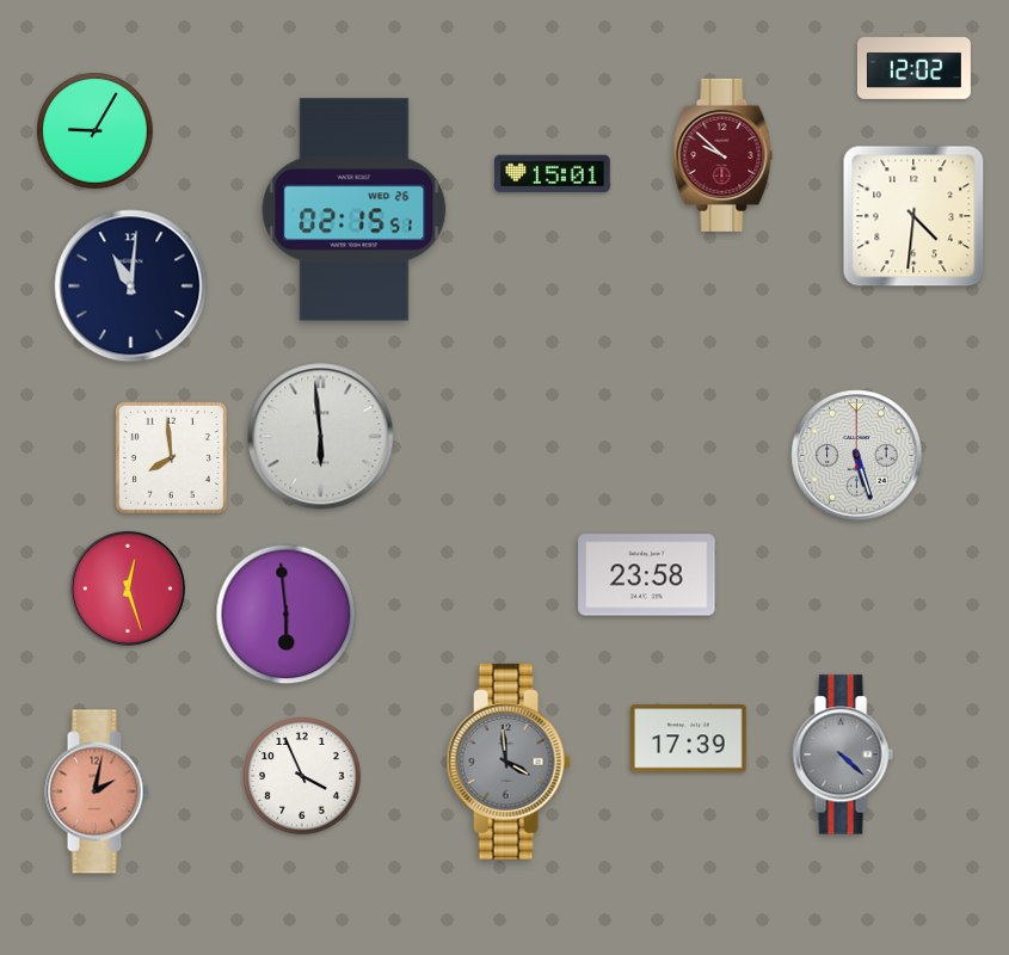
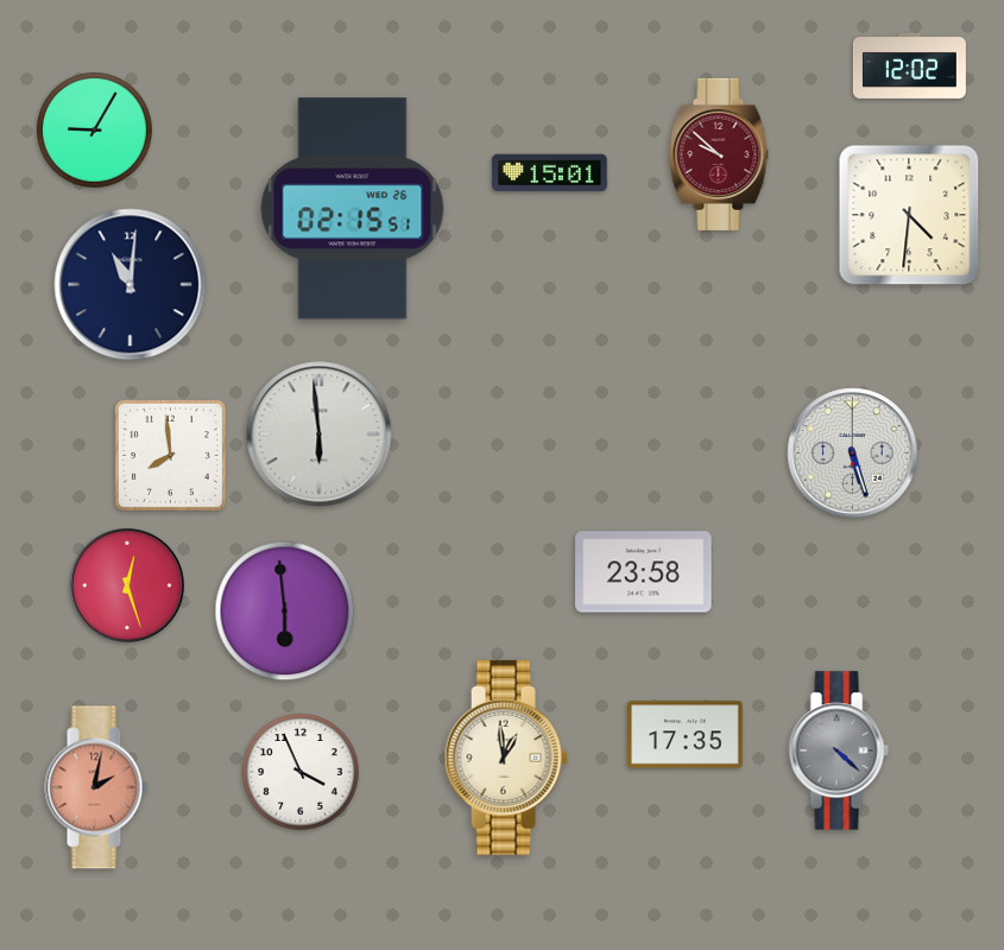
clock at (689, 739): 17:39 -> 17:35
clock at (509, 762): 3:59 -> 12:59
clock at (509, 762) dial: grey -> cream
